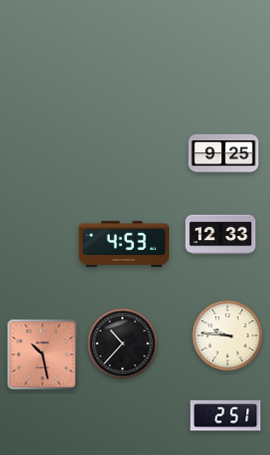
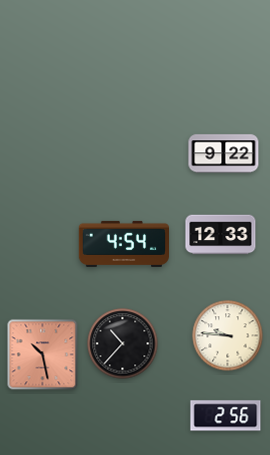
clock at (224, 154): 9:25 -> 9:22
clock at (123, 244): 4:53 -> 4:54
clock at (226, 416): 2:51 -> 2:56
